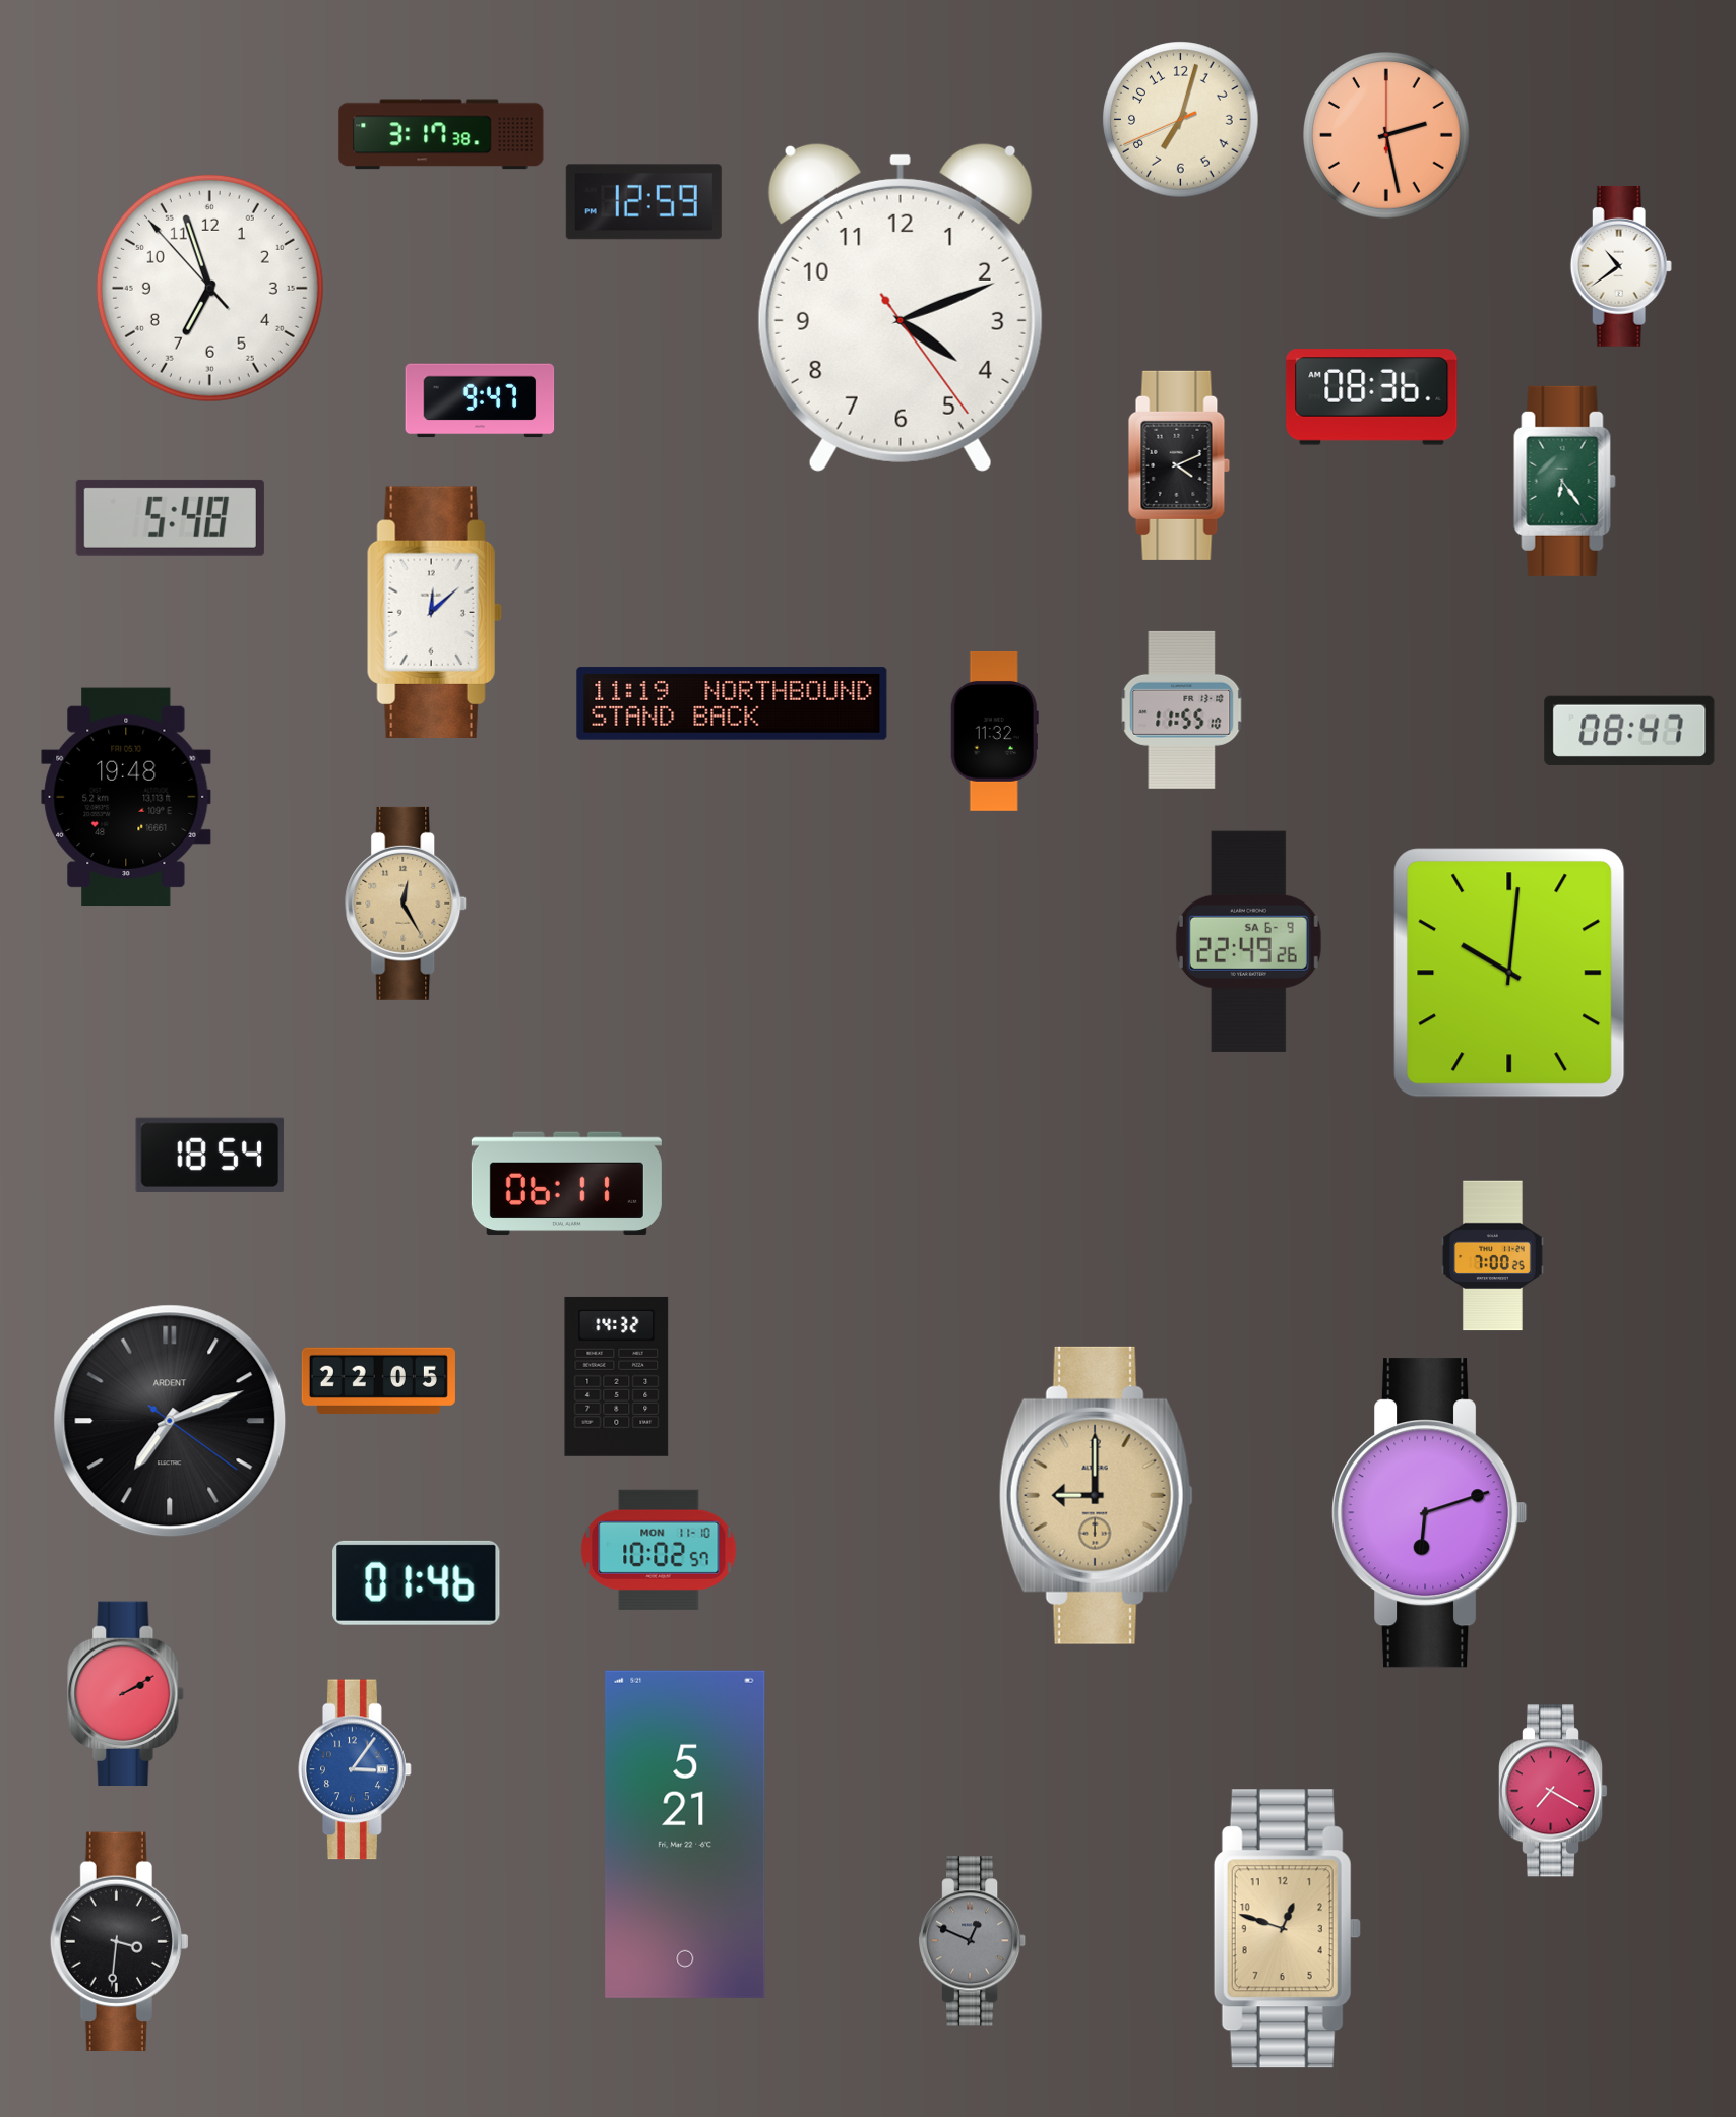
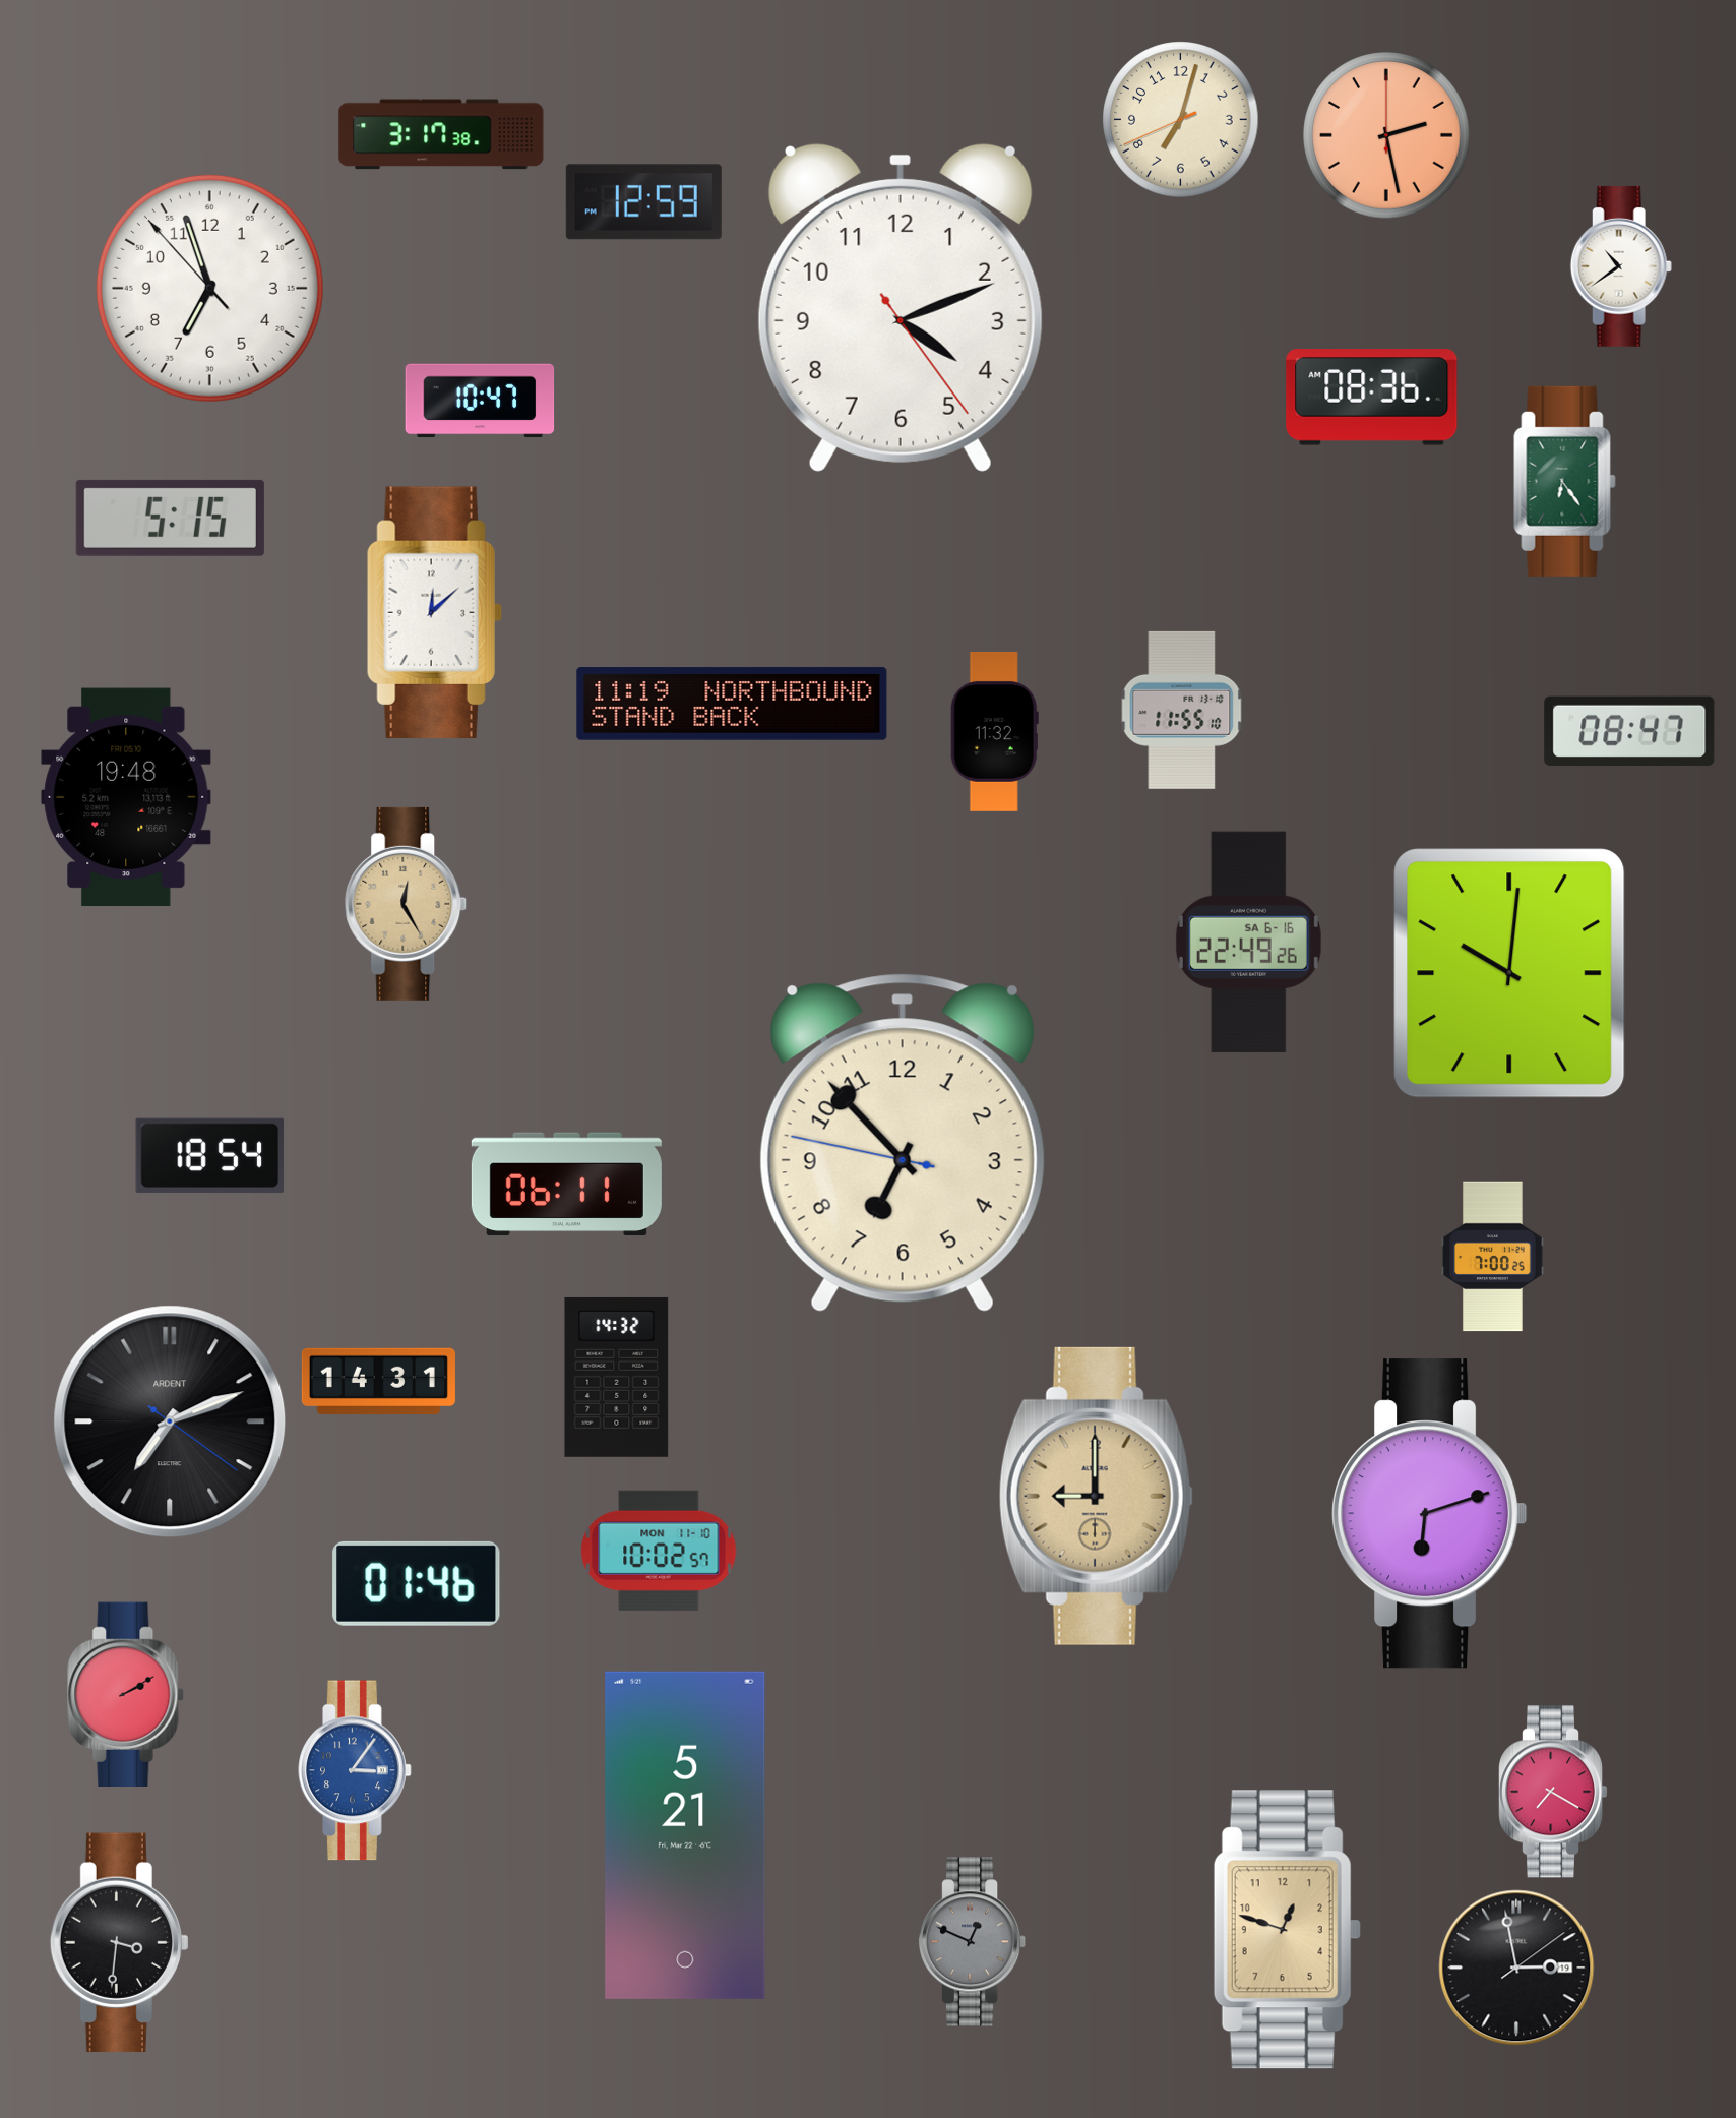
clock at (480, 400): 9:47 -> 10:47
clock at (1179, 465): 4:11 -> none
clock at (170, 517): 5:48 -> 5:15
clock at (1248, 941) date: SA 6-9 -> SA 6-16
clock at (903, 1143): none -> 6:52
clock at (378, 1380): 22:05 -> 14:31
clock at (1516, 1968): none -> 2:58
